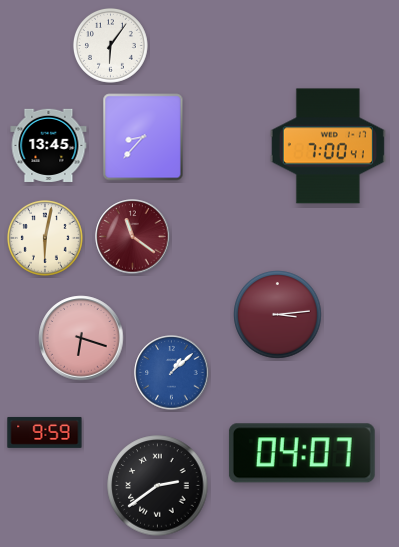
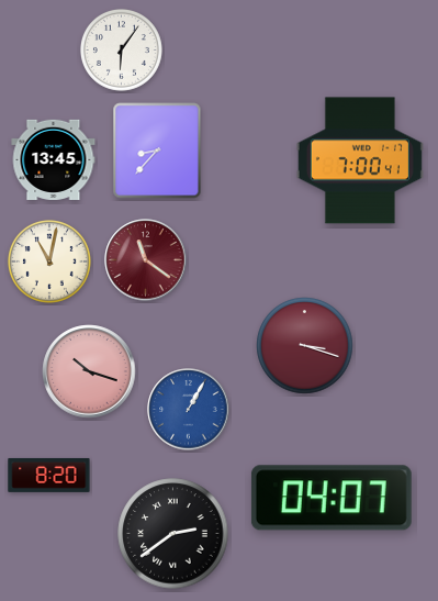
clock at (45, 238): 6:02 -> 11:02
clock at (278, 315): 3:14 -> 3:18
clock at (81, 338): 6:18 -> 10:18
clock at (172, 373): 1:08 -> 1:05
clock at (45, 432): 9:59 -> 8:20
